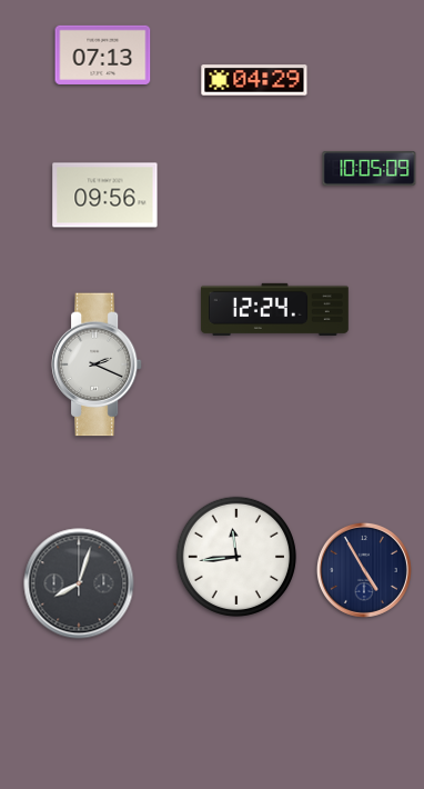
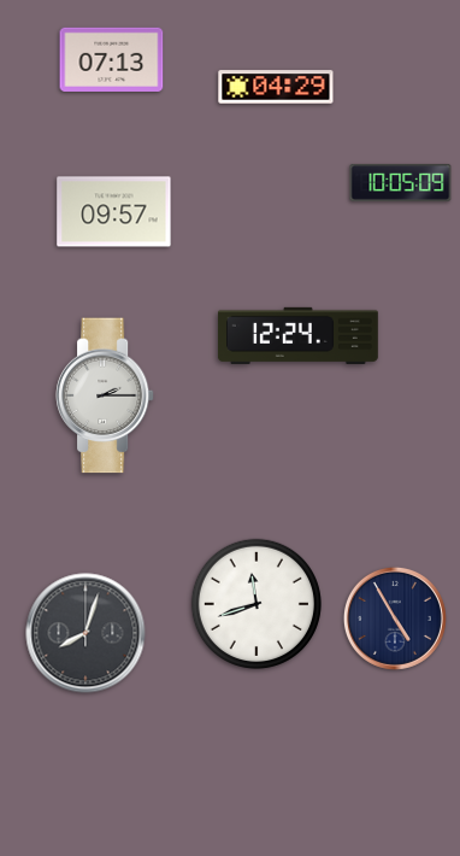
clock at (105, 196): 09:56 -> 09:57
clock at (97, 364): 2:19 -> 2:15
clock at (236, 557): 11:44 -> 11:42
